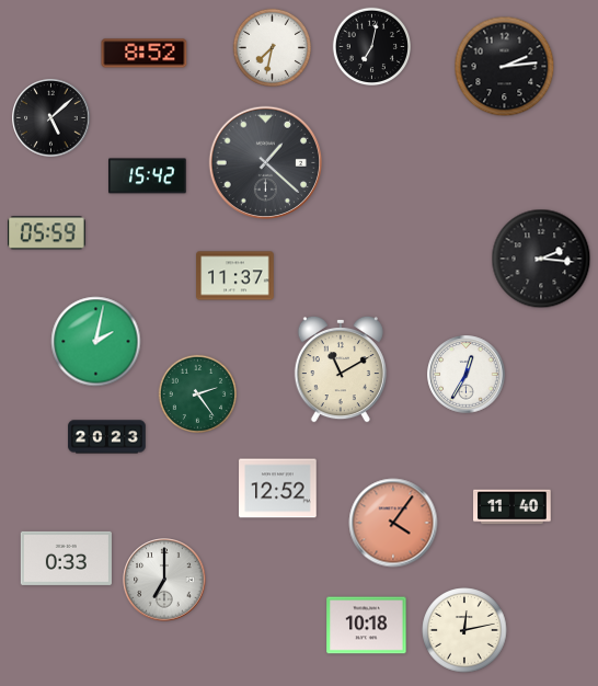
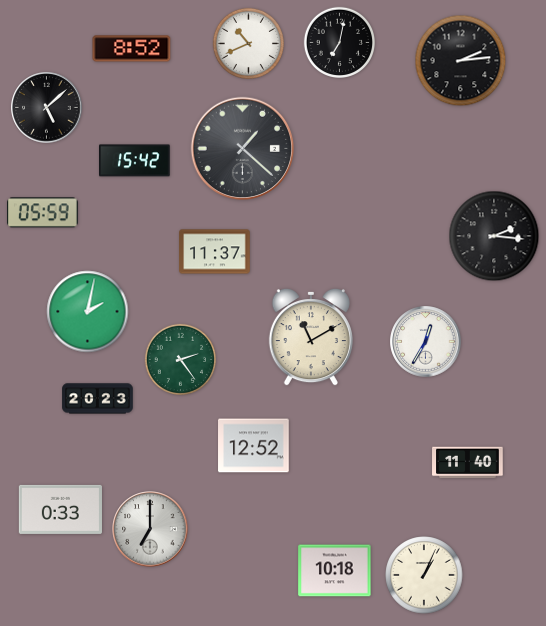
clock at (272, 47): 7:32 -> 10:41
clock at (393, 523): 4:06 -> none
clock at (464, 630): 12:13 -> 1:04
